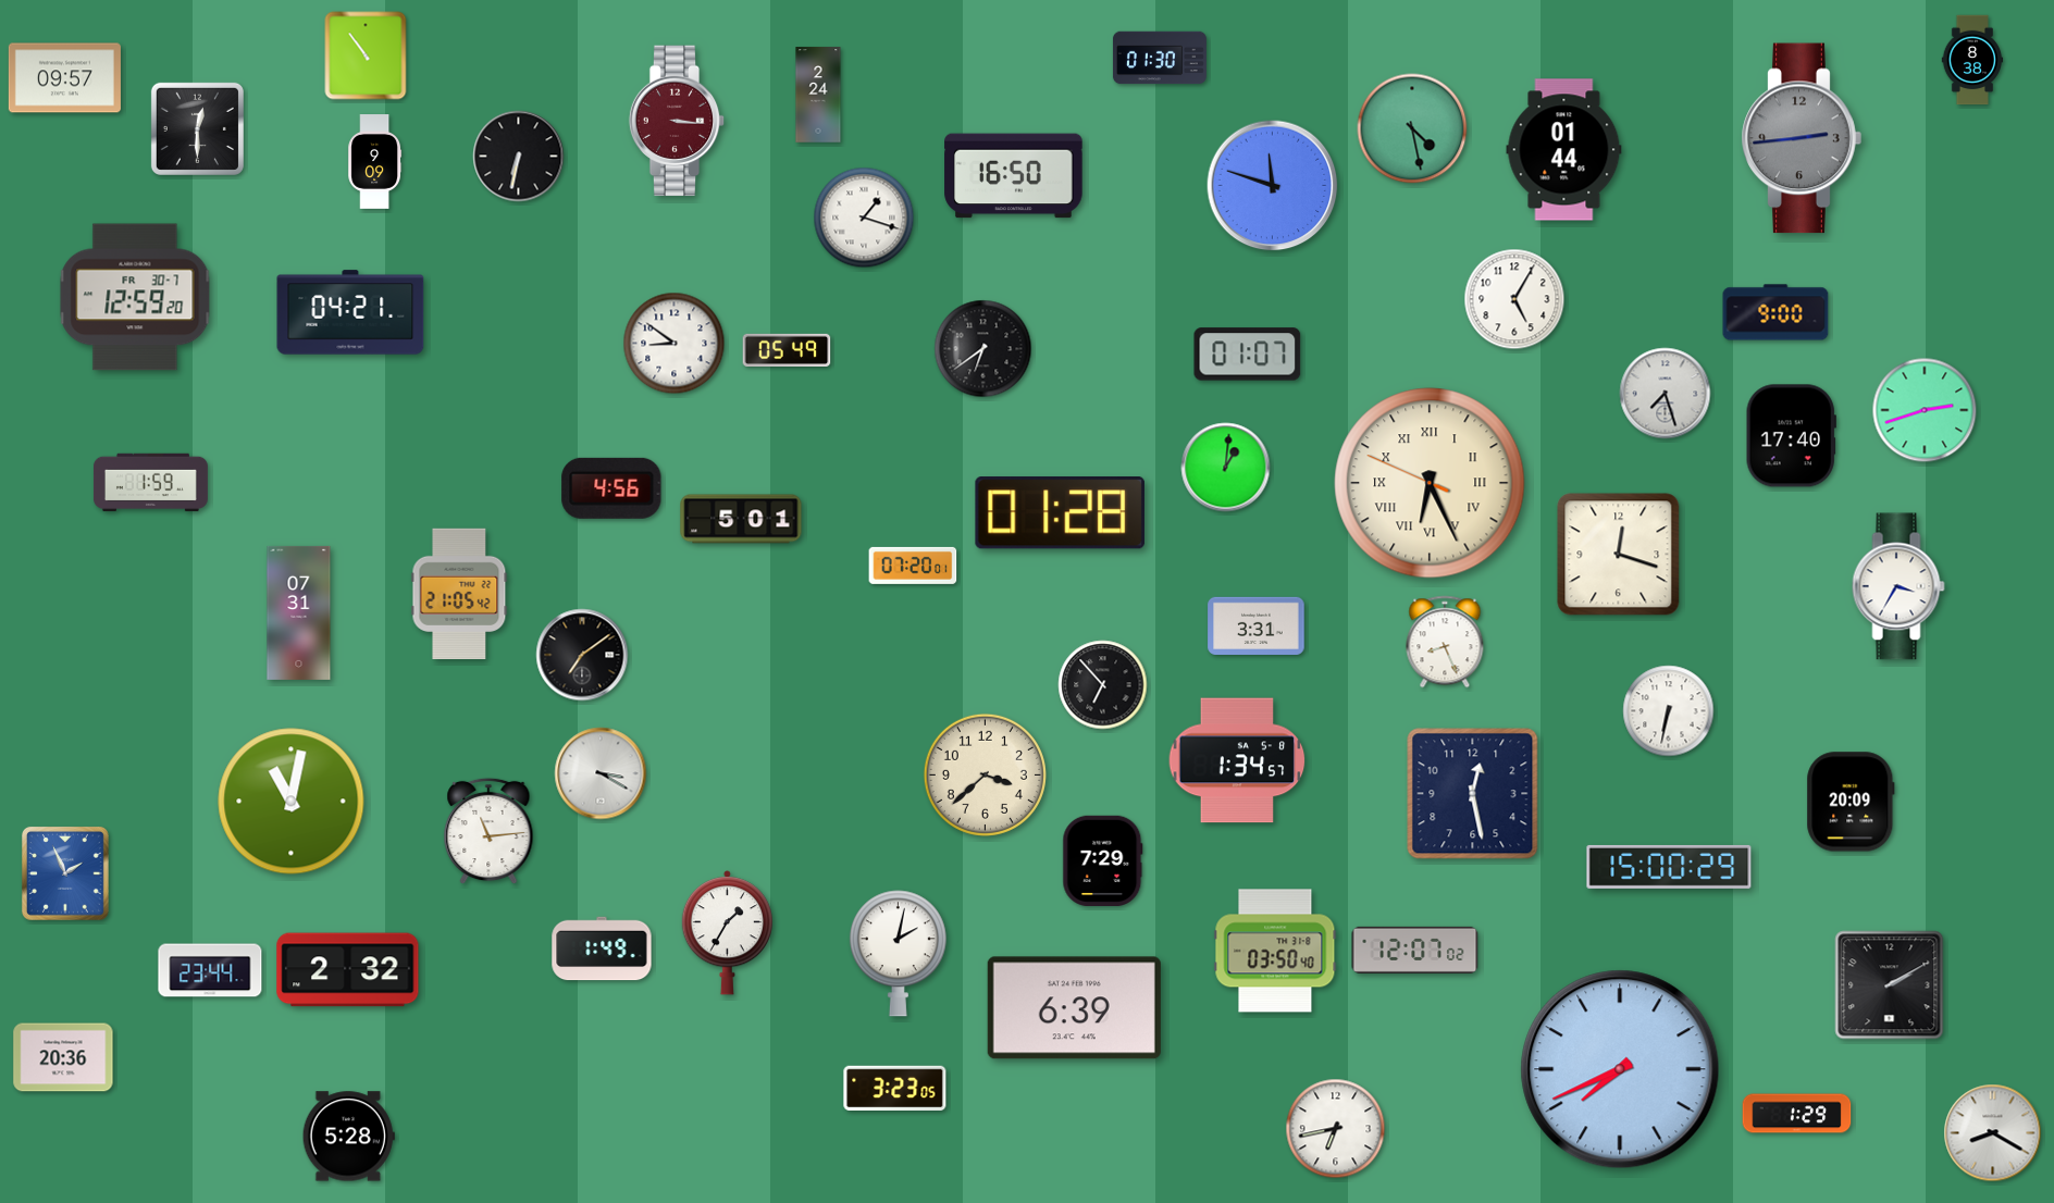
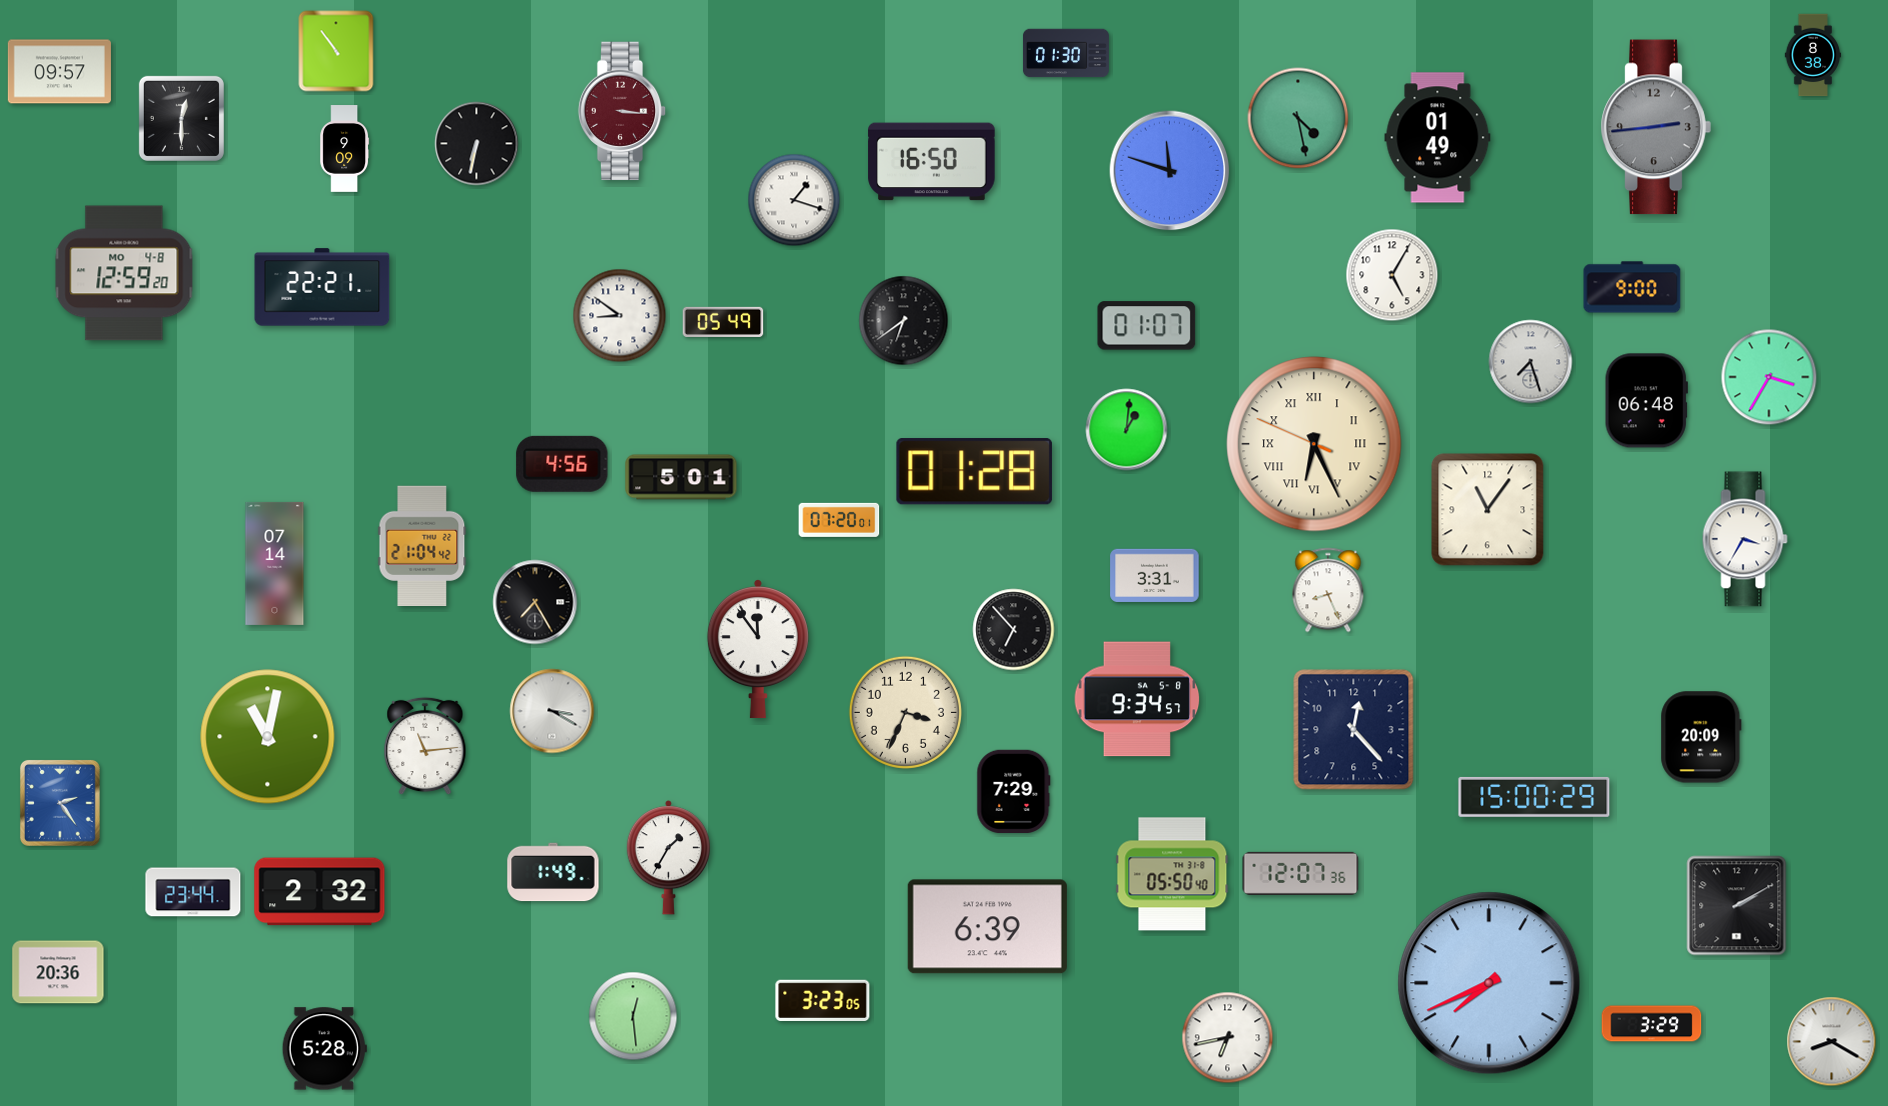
clock at (818, 95): 2:24 -> none
clock at (1564, 150): 01:44 -> 01:49
clock at (135, 297) date: FR 30-7 -> MO 4-8
clock at (350, 312): 04:21 -> 22:21
clock at (1925, 410): 2:42 -> 3:35
clock at (1791, 436): 17:40 -> 06:48
clock at (150, 483): 1:59 -> none
clock at (611, 488) position: (611, 488) -> (562, 464)
clock at (1619, 555): 12:18 -> 11:06
clock at (459, 593): 21:05 -> 21:04
clock at (299, 612): 07:31 -> 07:14
clock at (582, 655): 7:09 -> 7:25
clock at (758, 649): none -> 11:54
clock at (1669, 711): 6:32 -> none
clock at (1237, 760): 1:34 -> 9:34
clock at (985, 774): 3:38 -> 3:34
clock at (1473, 794): 12:28 -> 12:23
clock at (488, 831) position: (488, 831) -> (425, 746)
clock at (65, 873): 1:56 -> 2:24
clock at (1415, 950): 12:07:02 -> 12:07:36
clock at (1275, 951): 03:50 -> 05:50
clock at (898, 954): 2:02 -> none
clock at (633, 1016): none -> 12:29
clock at (1797, 1114): 1:29 -> 3:29
clock at (348, 1137) position: (348, 1137) -> (324, 1049)
